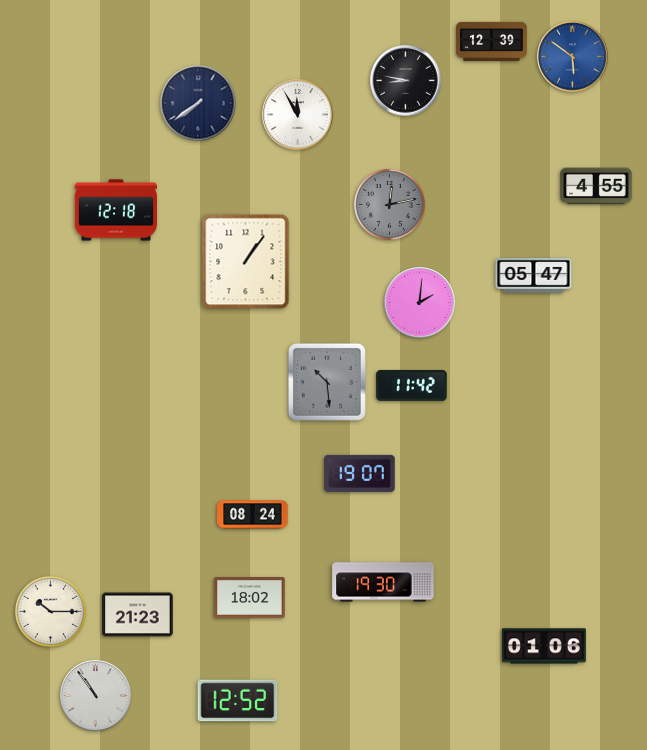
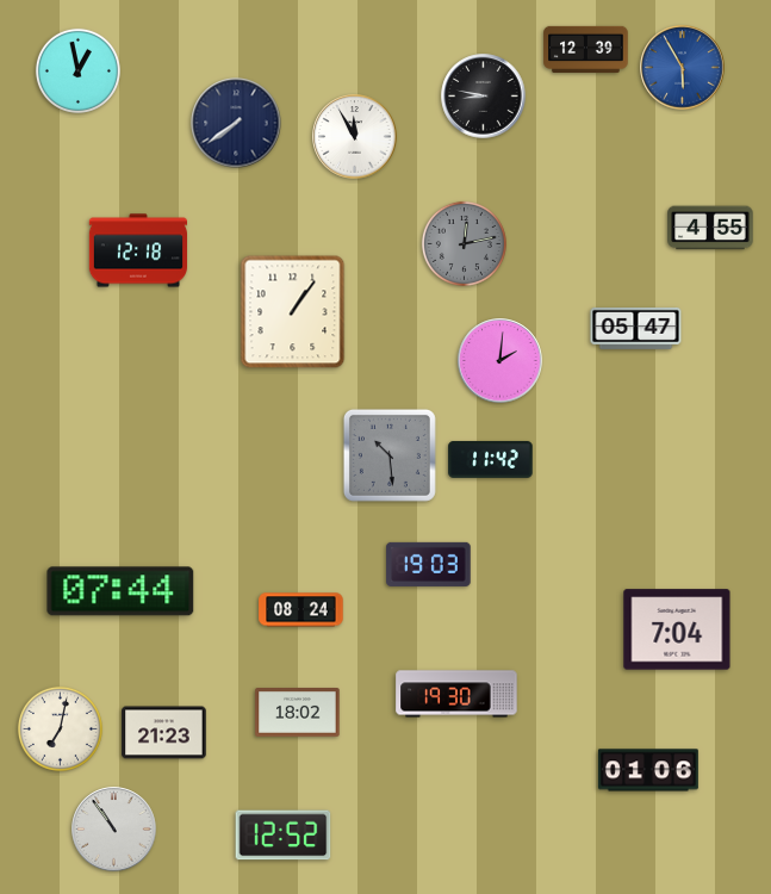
clock at (573, 57): 5:51 -> 5:55
clock at (77, 70): none -> 12:58
clock at (596, 186) position: (596, 186) -> (710, 228)
clock at (360, 473): 19:07 -> 19:03
clock at (120, 591): none -> 07:44
clock at (253, 515) position: (253, 515) -> (301, 610)
clock at (677, 629): none -> 7:04
clock at (50, 611): 10:15 -> 7:02
